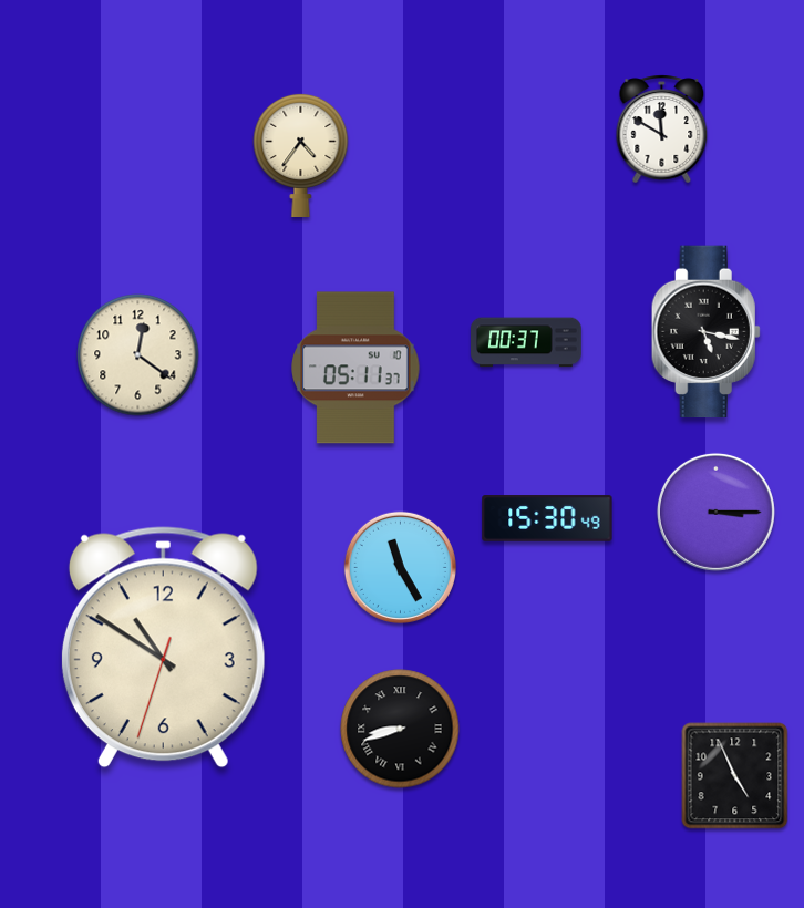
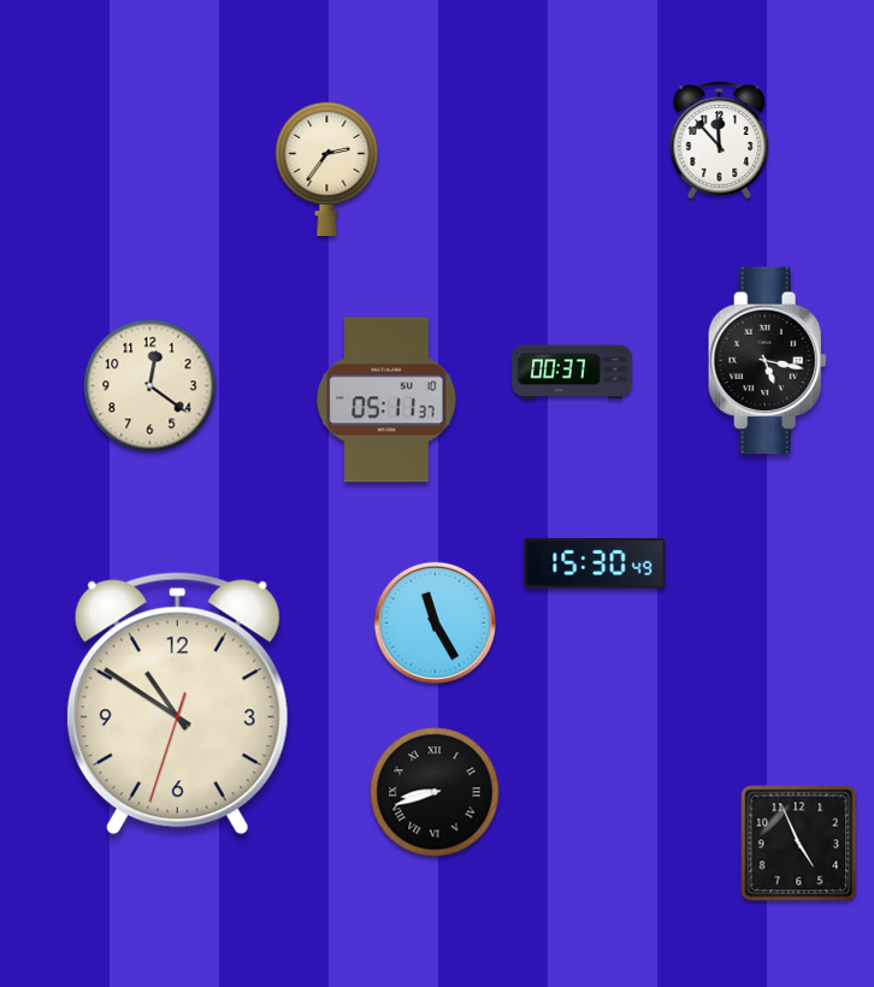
clock at (662, 130): 11:50 -> 11:53
clock at (301, 154): 4:36 -> 2:36
clock at (715, 512): 3:15 -> none
clock at (400, 567) position: (400, 567) -> (435, 622)
